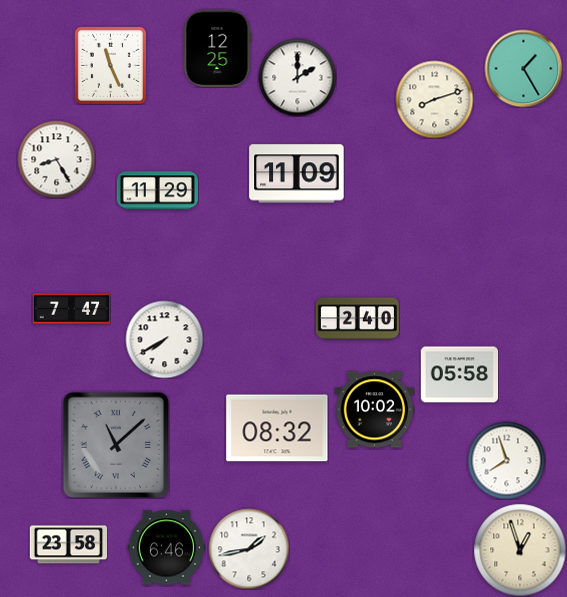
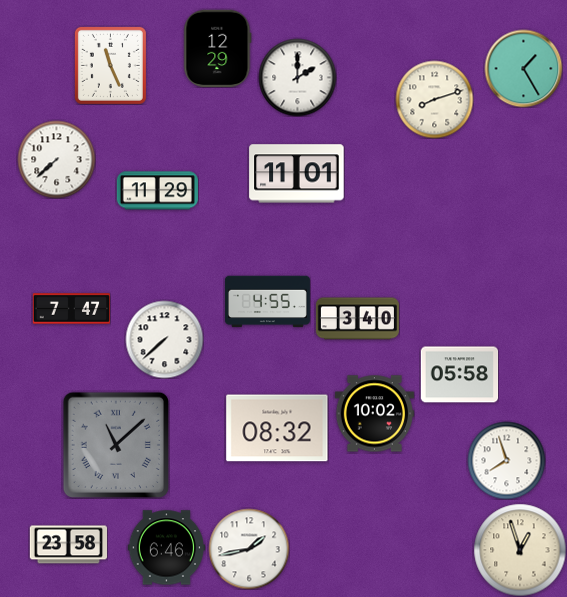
clock at (218, 48): 12:25 -> 12:29
clock at (56, 159): 8:25 -> 7:38
clock at (297, 174): 11:09 -> 11:01
clock at (267, 302): none -> 4:55
clock at (357, 319): 2:40 -> 3:40
clock at (164, 339): 7:40 -> 7:38
clock at (374, 410) position: (374, 410) -> (374, 414)
